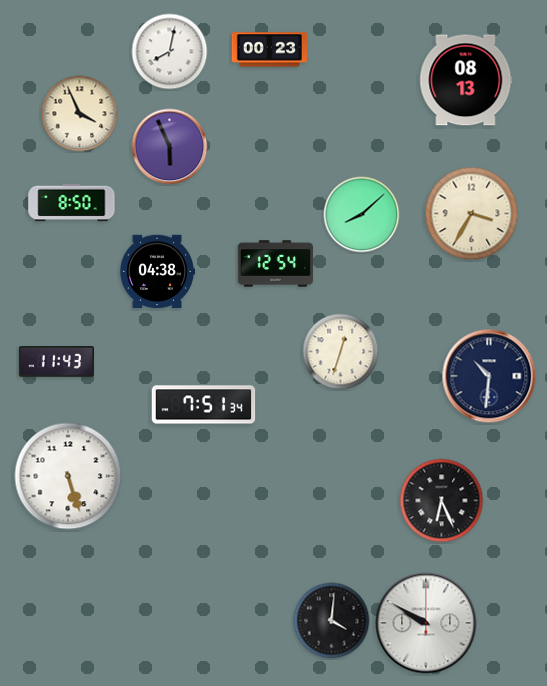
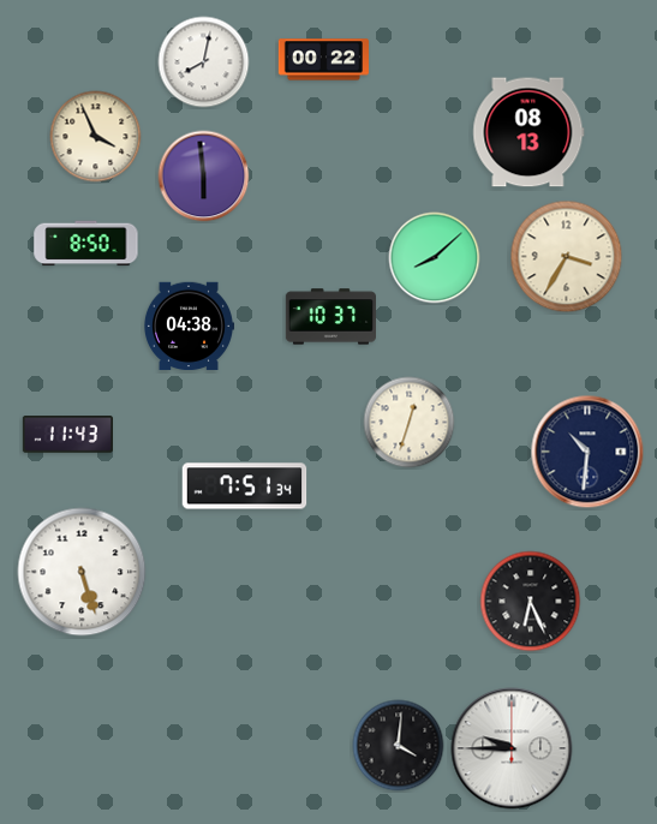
clock at (269, 50): 00:23 -> 00:22
clock at (466, 80) position: (466, 80) -> (528, 132)
clock at (170, 147): 5:56 -> 5:59
clock at (275, 264): 12:54 -> 10:37
clock at (426, 623): 9:50 -> 9:45
